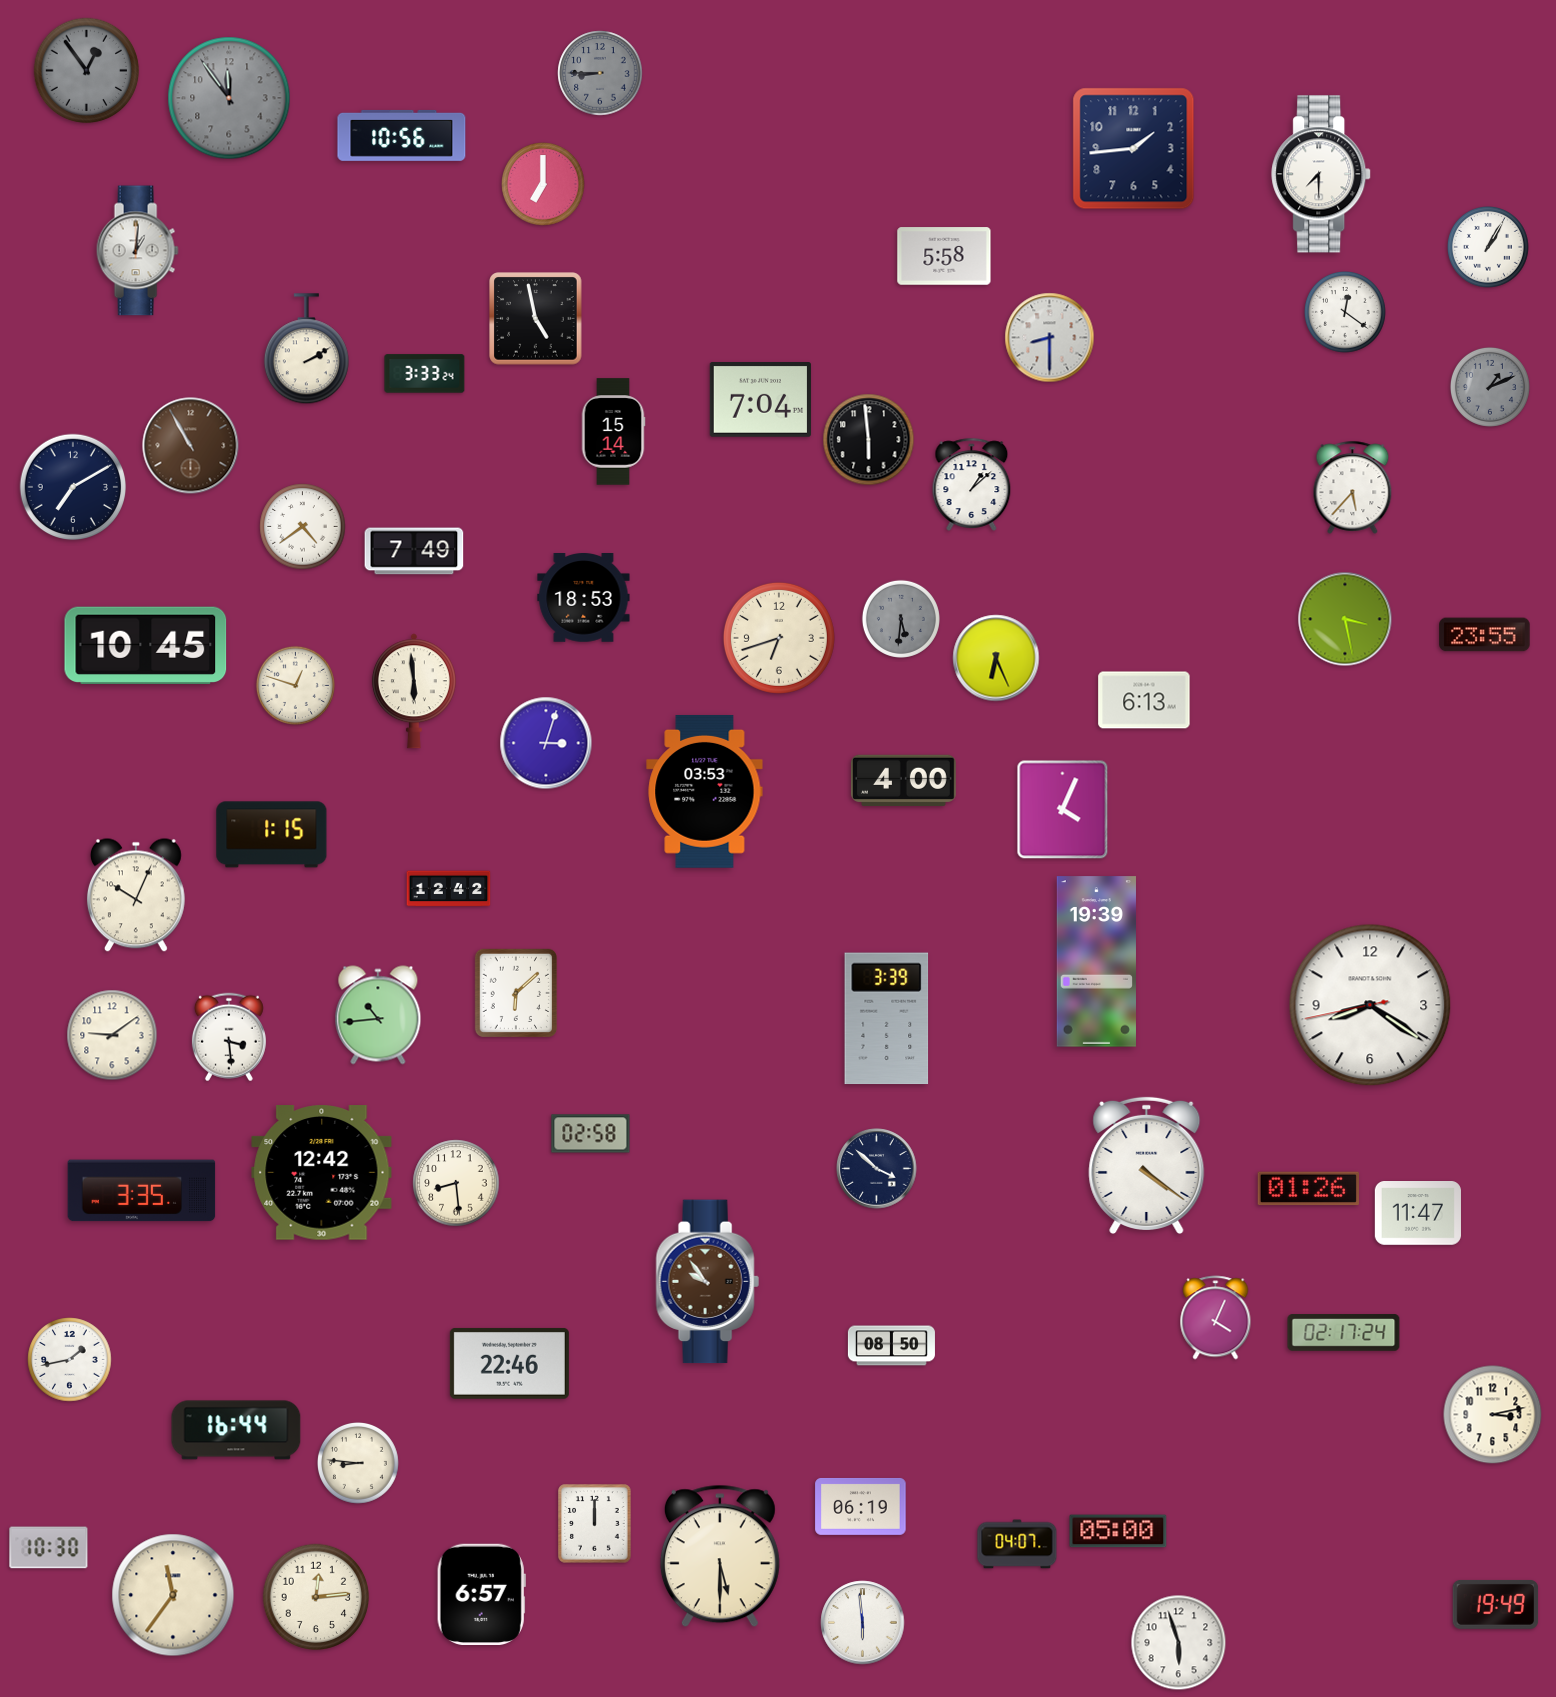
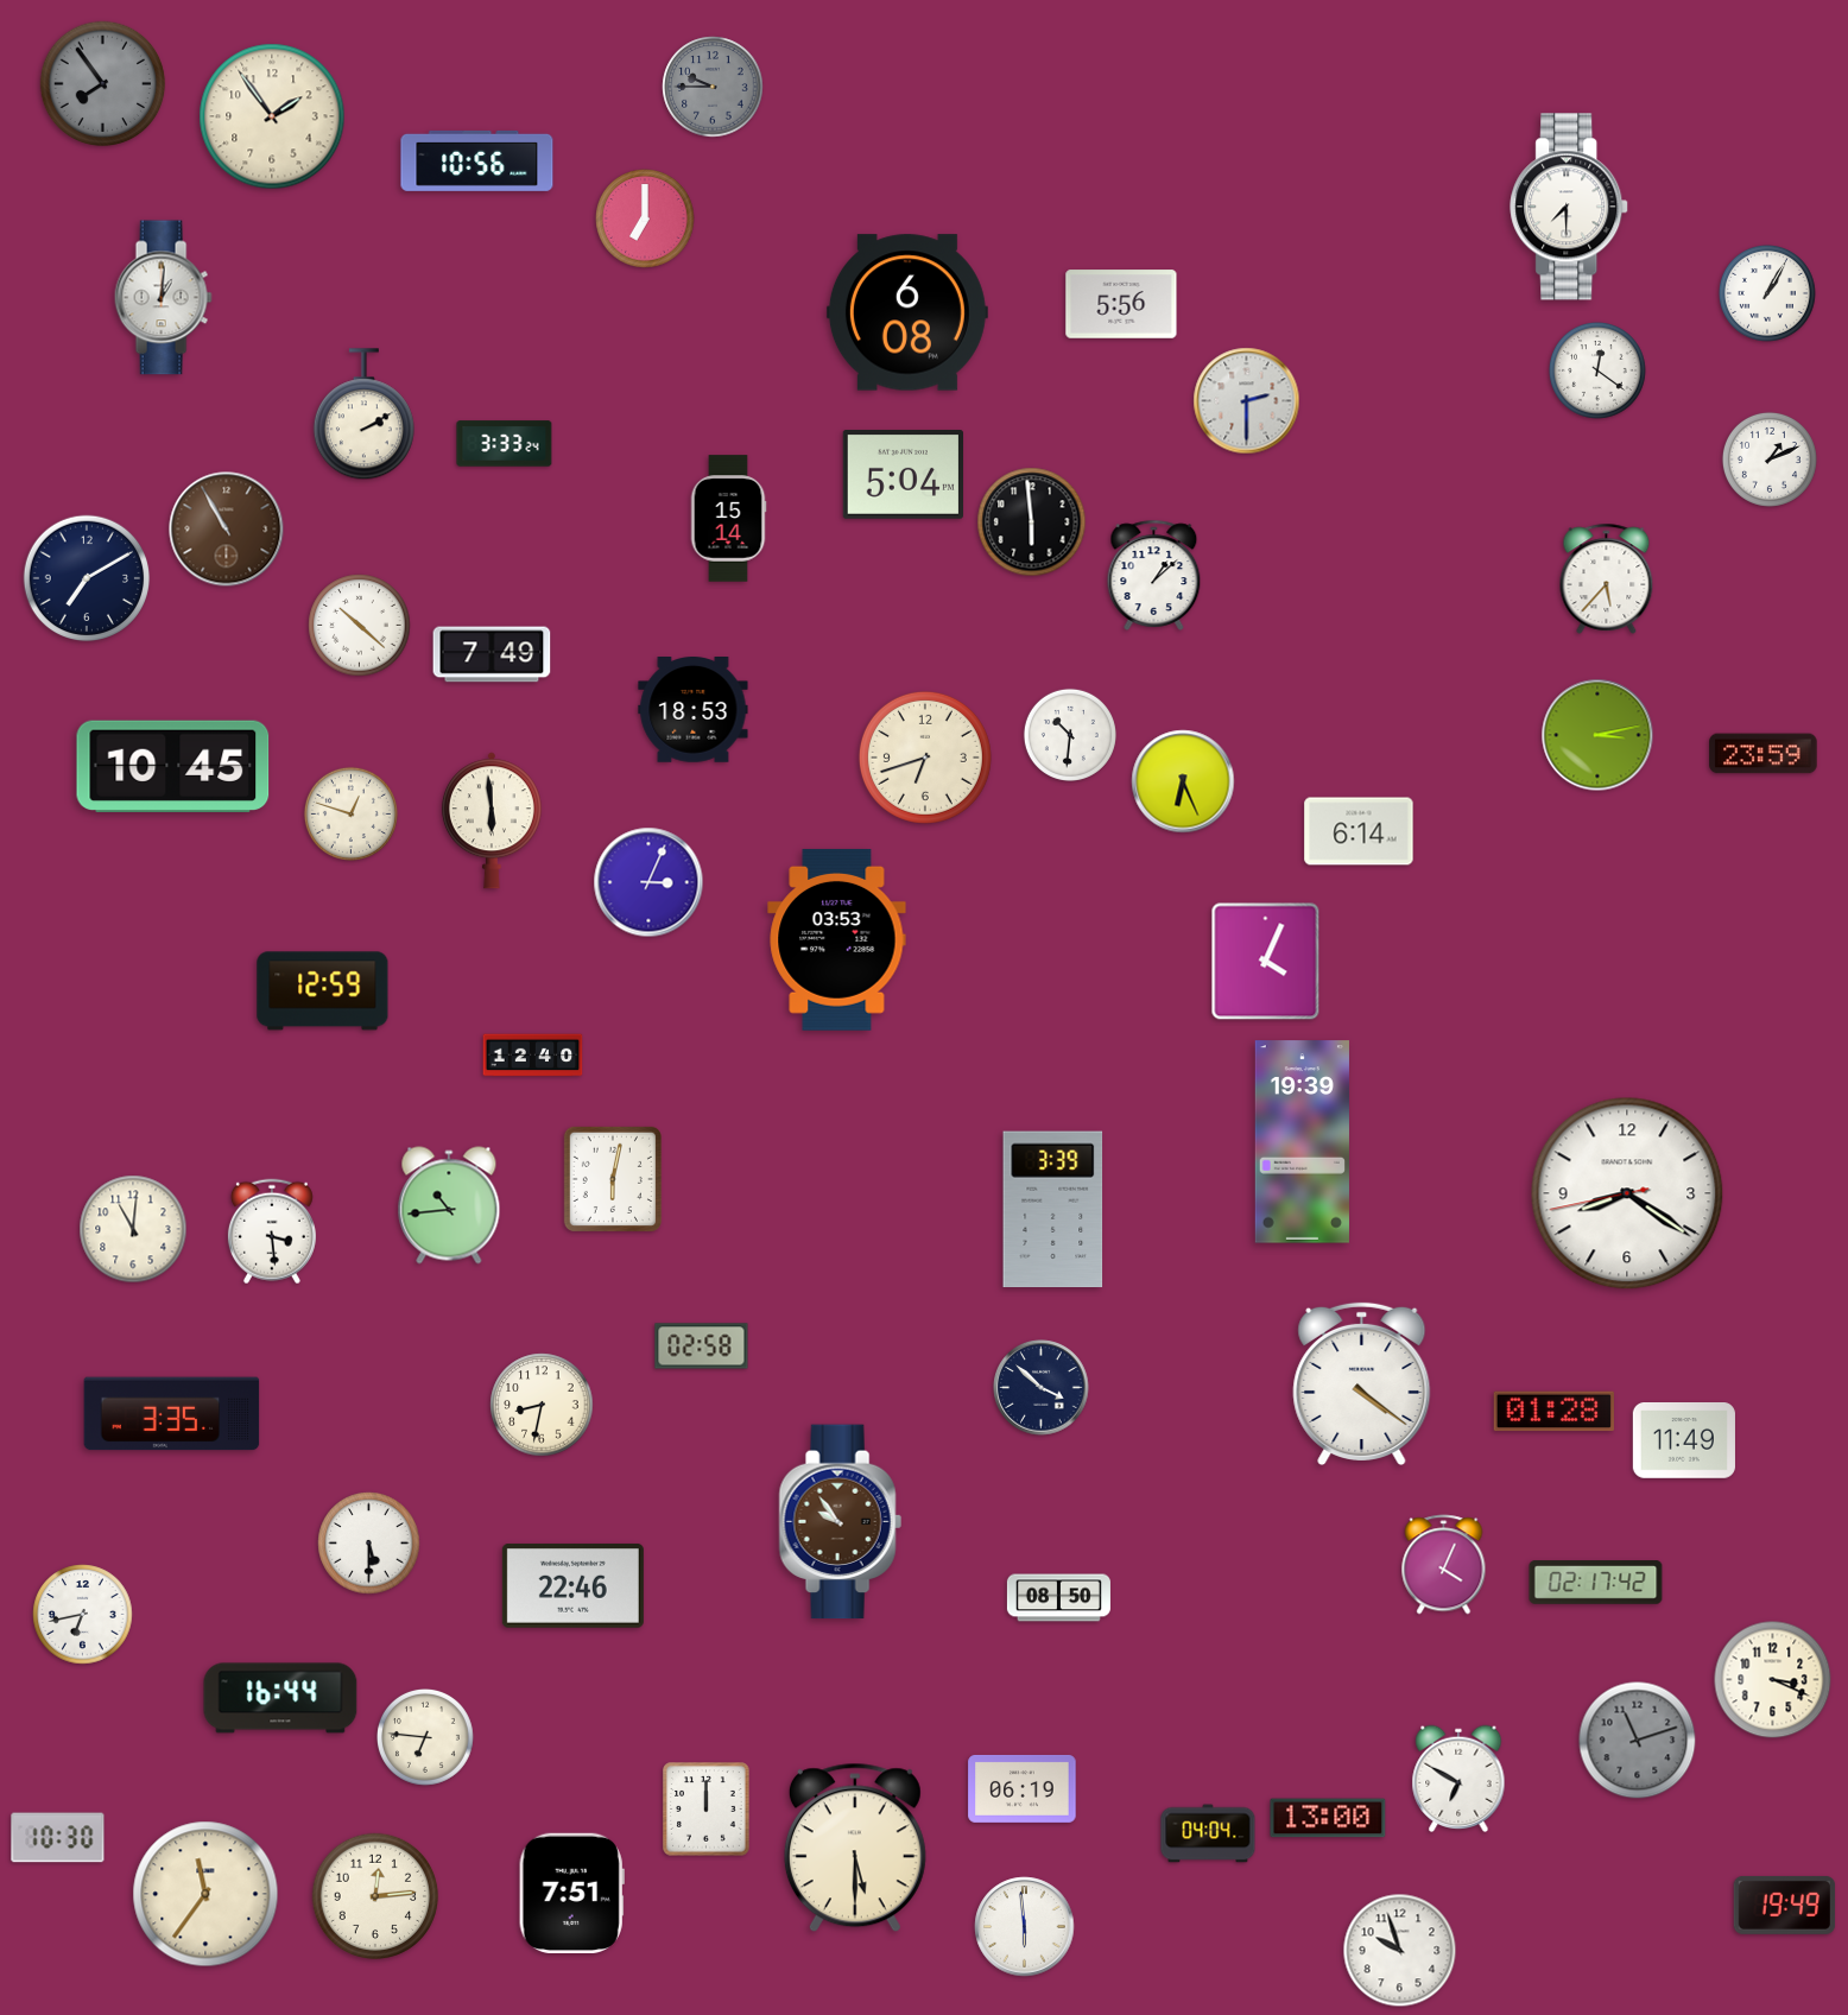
clock at (87, 71): 12:54 -> 7:54
clock at (600, 73): 8:45 -> 9:45
clock at (229, 98): 11:54 -> 1:54
clock at (229, 98) dial: grey -> cream
clock at (1134, 149): 1:44 -> none
clock at (944, 256): 5:58 -> 5:56
clock at (907, 312): none -> 6:08
clock at (536, 319): 4:58 -> none
clock at (1050, 338): 8:30 -> 2:30
clock at (1490, 387) dial: grey -> white
clock at (760, 400): 7:04 -> 5:04
clock at (613, 432) position: (613, 432) -> (728, 519)
clock at (303, 527): 4:39 -> 10:22
clock at (901, 619): 5:31 -> 10:31
clock at (901, 619) dial: grey -> white
clock at (1345, 619): 3:28 -> 3:13
clock at (1485, 635): 23:55 -> 23:59
clock at (1144, 700): 6:13 -> 6:14
clock at (546, 743): 3:03 -> 3:04
clock at (903, 780): 4:00 -> none
clock at (1063, 810) position: (1063, 810) -> (1266, 962)
clock at (272, 835): 1:15 -> 12:59
clock at (449, 889): 12:42 -> 12:40
clock at (136, 895): 10:04 -> none
clock at (516, 992): 6:08 -> 6:02
clock at (112, 1035): 9:09 -> 11:01
clock at (322, 1173): 12:42 -> none
clock at (456, 1183): 8:29 -> 8:32
clock at (1308, 1189): 01:26 -> 01:28
clock at (142, 1191) position: (142, 1191) -> (172, 1414)
clock at (1418, 1213): 11:47 -> 11:49
clock at (369, 1544): none -> 5:30
clock at (1344, 1333): 02:17:24 -> 02:17:42
clock at (70, 1360): 1:43 -> 6:43
clock at (509, 1364) position: (509, 1364) -> (572, 1586)
clock at (1493, 1415): 3:13 -> 3:19
clock at (359, 1464): 8:46 -> 6:46
clock at (1638, 1741): none -> 11:12
clock at (1458, 1779): none -> 6:50
clock at (1118, 1531): 05:00 -> 13:00
clock at (1017, 1544): 04:07 -> 04:04
clock at (481, 1594): 6:57 -> 7:51
clock at (1496, 1604) position: (1496, 1604) -> (1785, 1905)
clock at (1179, 1643): 5:57 -> 9:57
